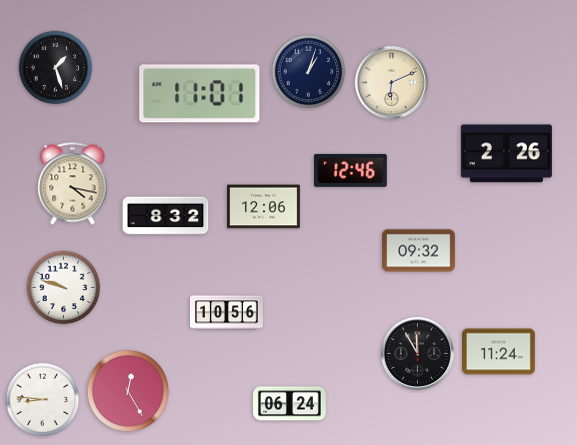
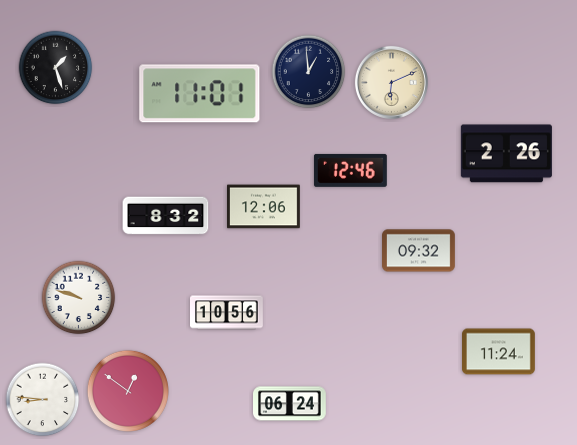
clock at (309, 72): 1:03 -> 12:59
clock at (73, 184): 4:17 -> none
clock at (64, 288) position: (64, 288) -> (79, 298)
clock at (417, 353): 11:55 -> none
clock at (128, 391): 12:25 -> 12:51
